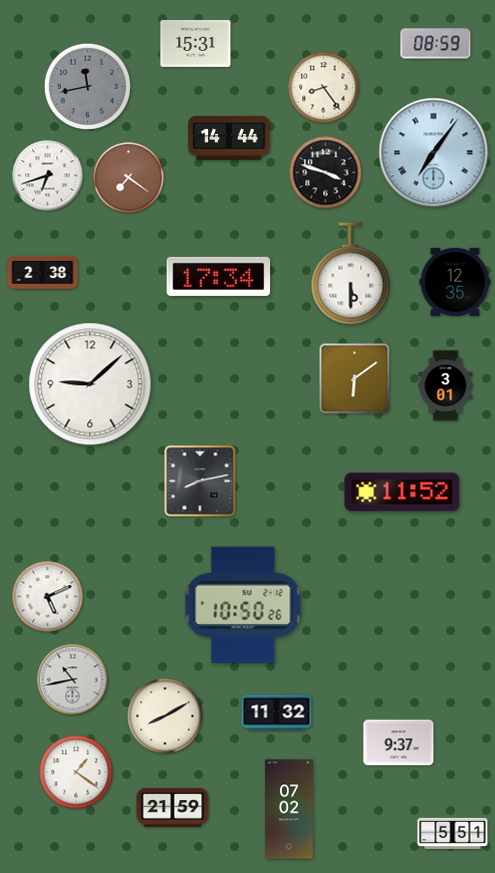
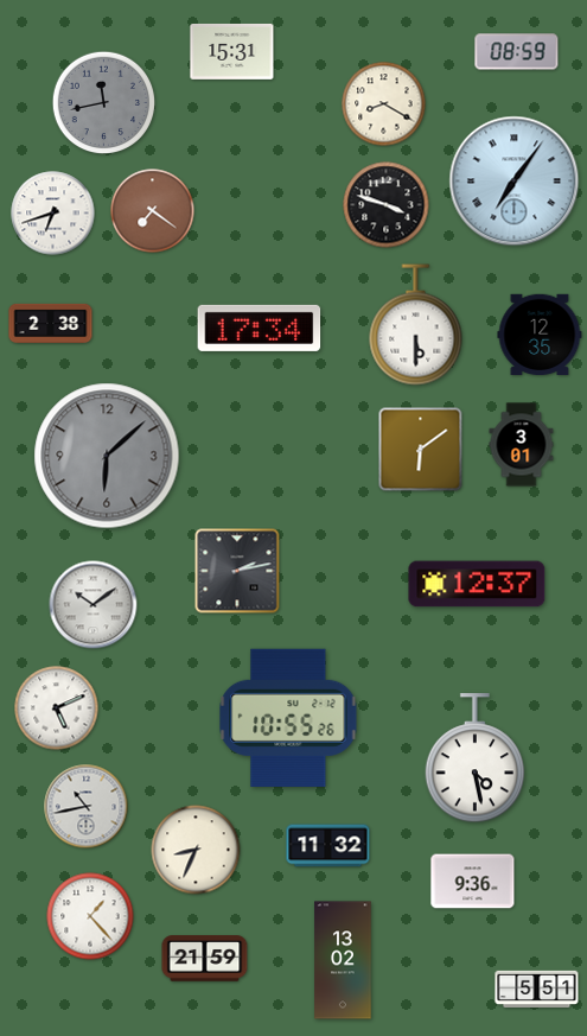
clock at (324, 88): 8:24 -> 8:20
clock at (229, 139): 14:44 -> none
clock at (48, 176) position: (48, 176) -> (53, 214)
clock at (90, 384): 9:08 -> 6:08
clock at (90, 384) dial: white -> grey
clock at (446, 386) position: (446, 386) -> (522, 445)
clock at (200, 481): 8:13 -> 2:13
clock at (402, 492): 11:52 -> 12:37
clock at (94, 605): none -> 10:09
clock at (243, 604): 10:50 -> 10:55
clock at (476, 758): none -> 4:28
clock at (165, 716): 8:10 -> 8:34
clock at (399, 743): 9:37 -> 9:36
clock at (76, 772): 1:21 -> 1:23
clock at (289, 809): 07:02 -> 13:02
